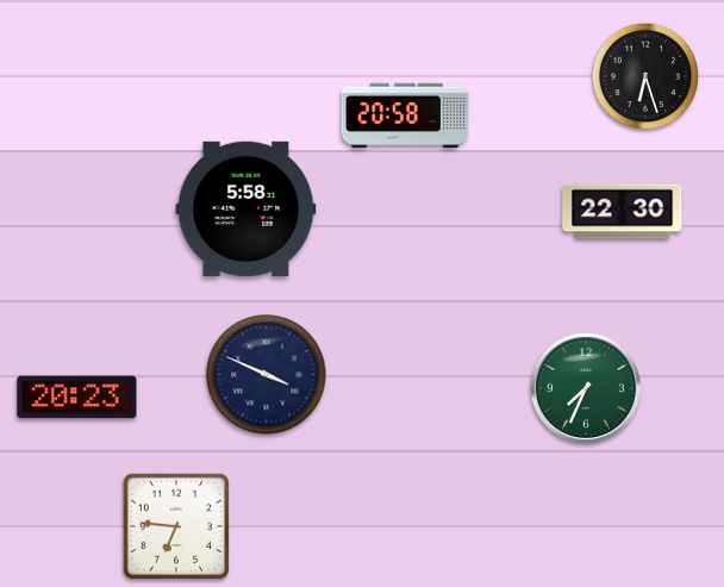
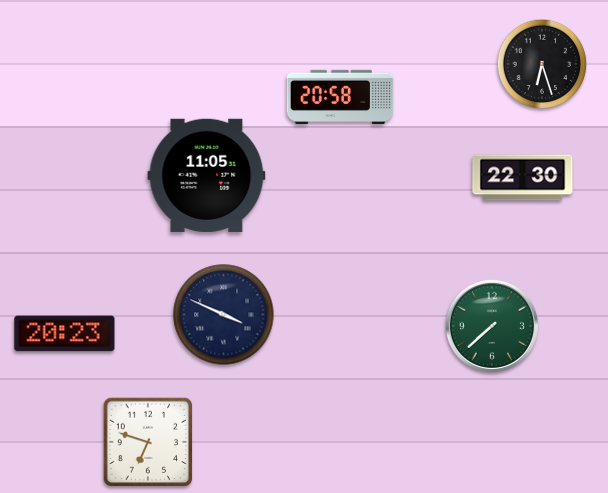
clock at (246, 208): 5:58 -> 11:05
clock at (586, 388): 7:34 -> 7:38
clock at (176, 526): 6:46 -> 6:48
